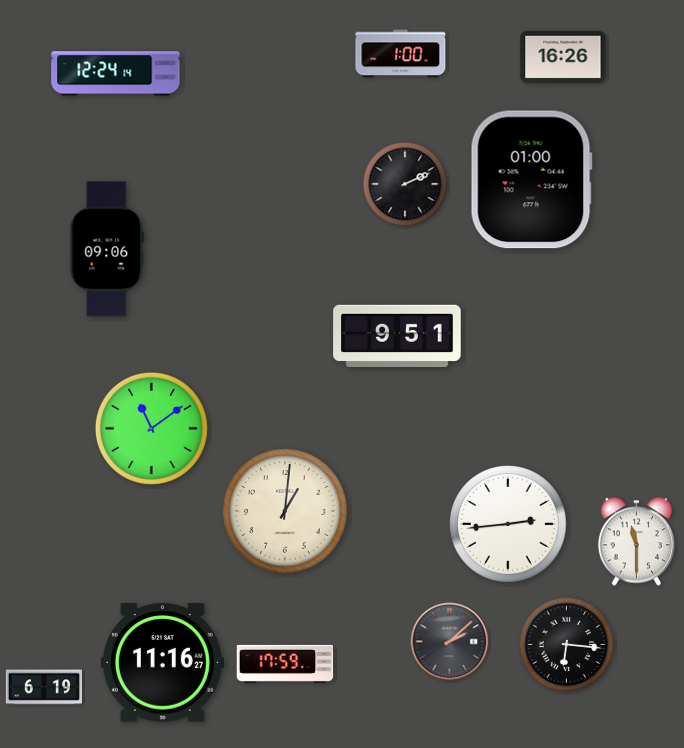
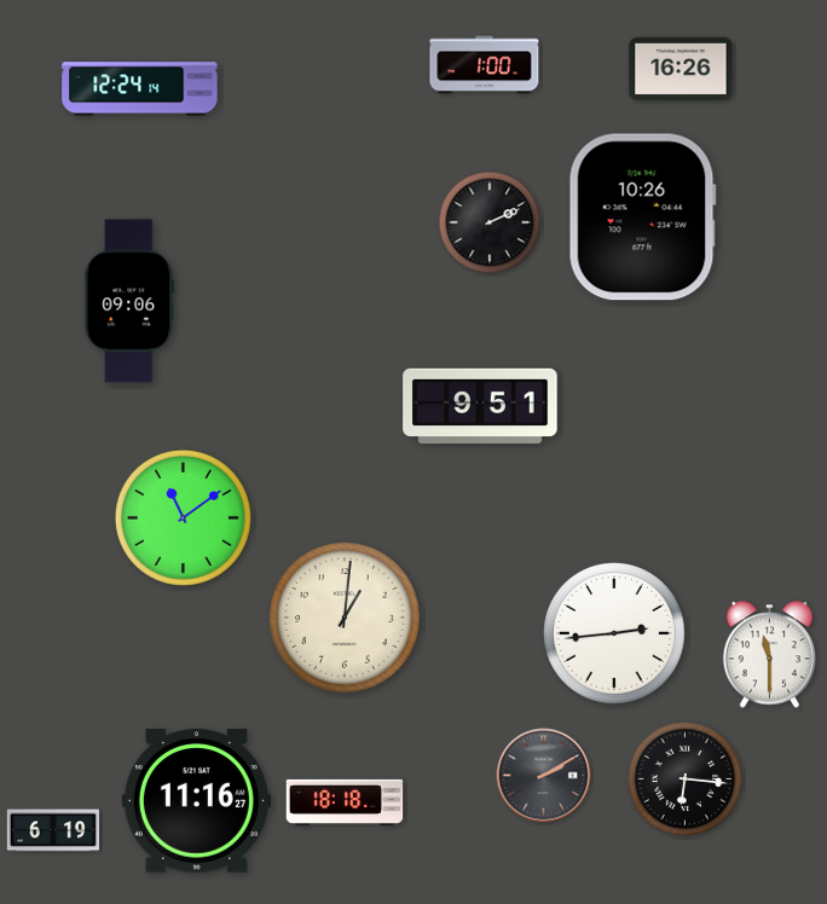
clock at (531, 180): 01:00 -> 10:26
clock at (450, 642): 2:08 -> 2:10
clock at (285, 664): 17:59 -> 18:18
